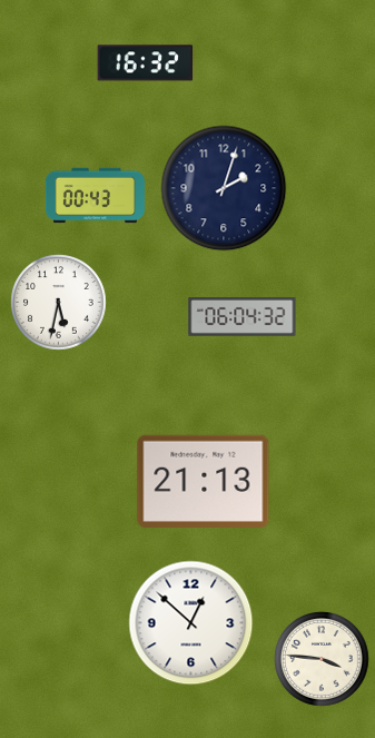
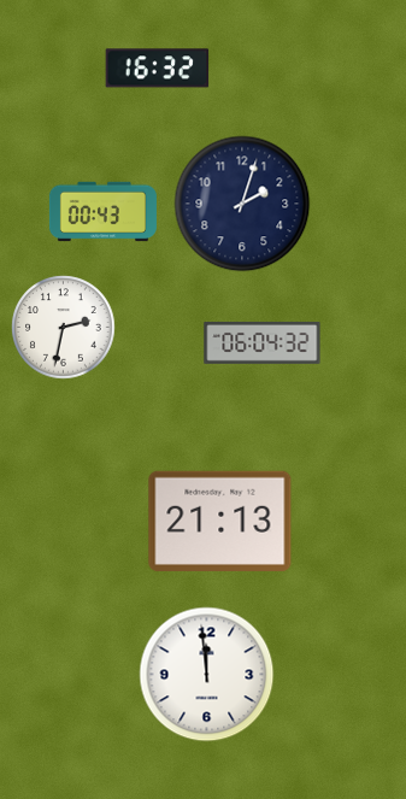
clock at (59, 303): 5:32 -> 2:32
clock at (191, 623): 12:52 -> 11:59
clock at (322, 659): 3:46 -> none
